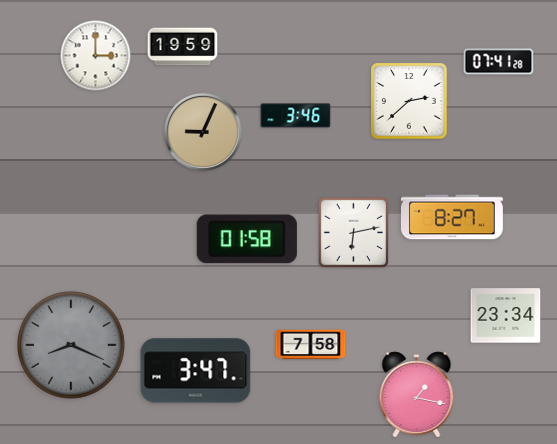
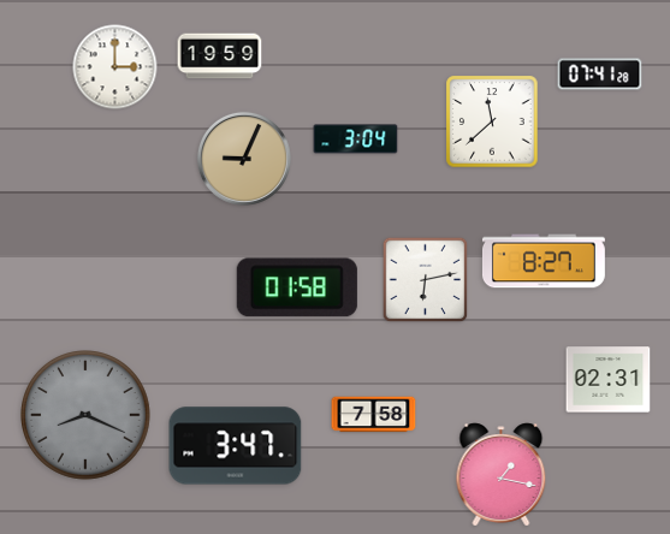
clock at (409, 101): 2:38 -> 11:38
clock at (296, 116): 3:46 -> 3:04
clock at (506, 316): 23:34 -> 02:31
